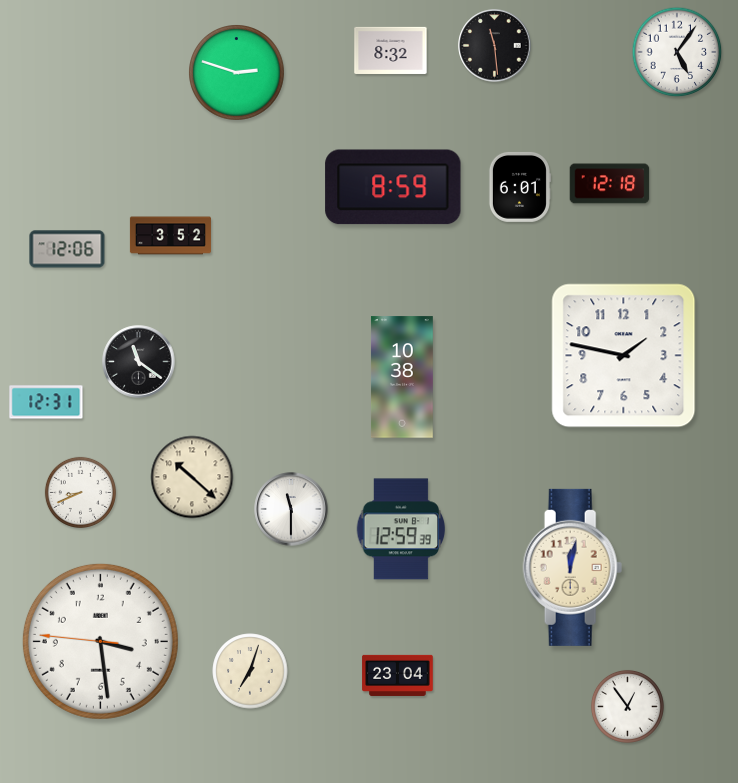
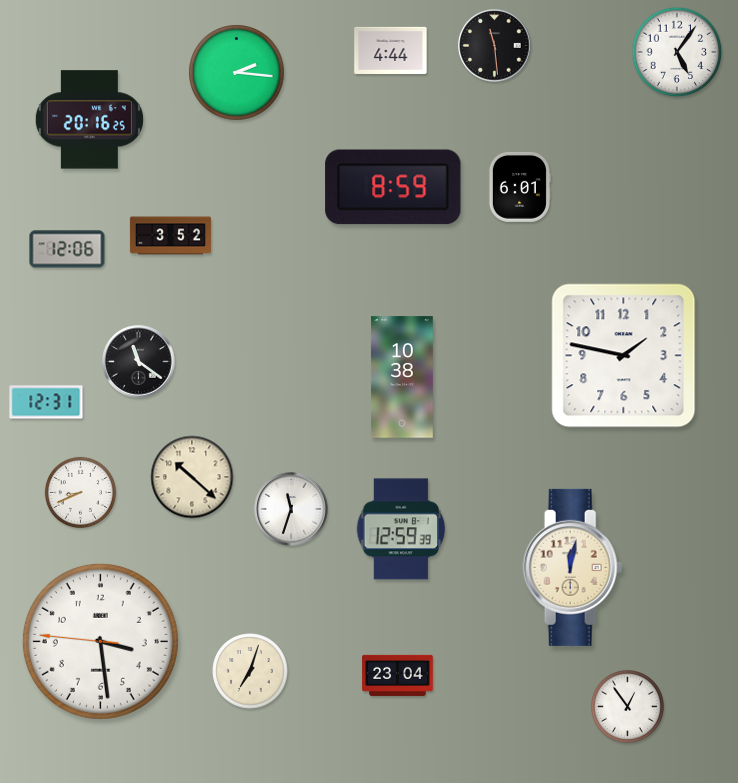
clock at (391, 50): 8:32 -> 4:44
clock at (237, 73): 2:48 -> 2:16
clock at (89, 120): none -> 20:16
clock at (610, 184): 12:18 -> none
clock at (291, 509): 11:30 -> 11:33
